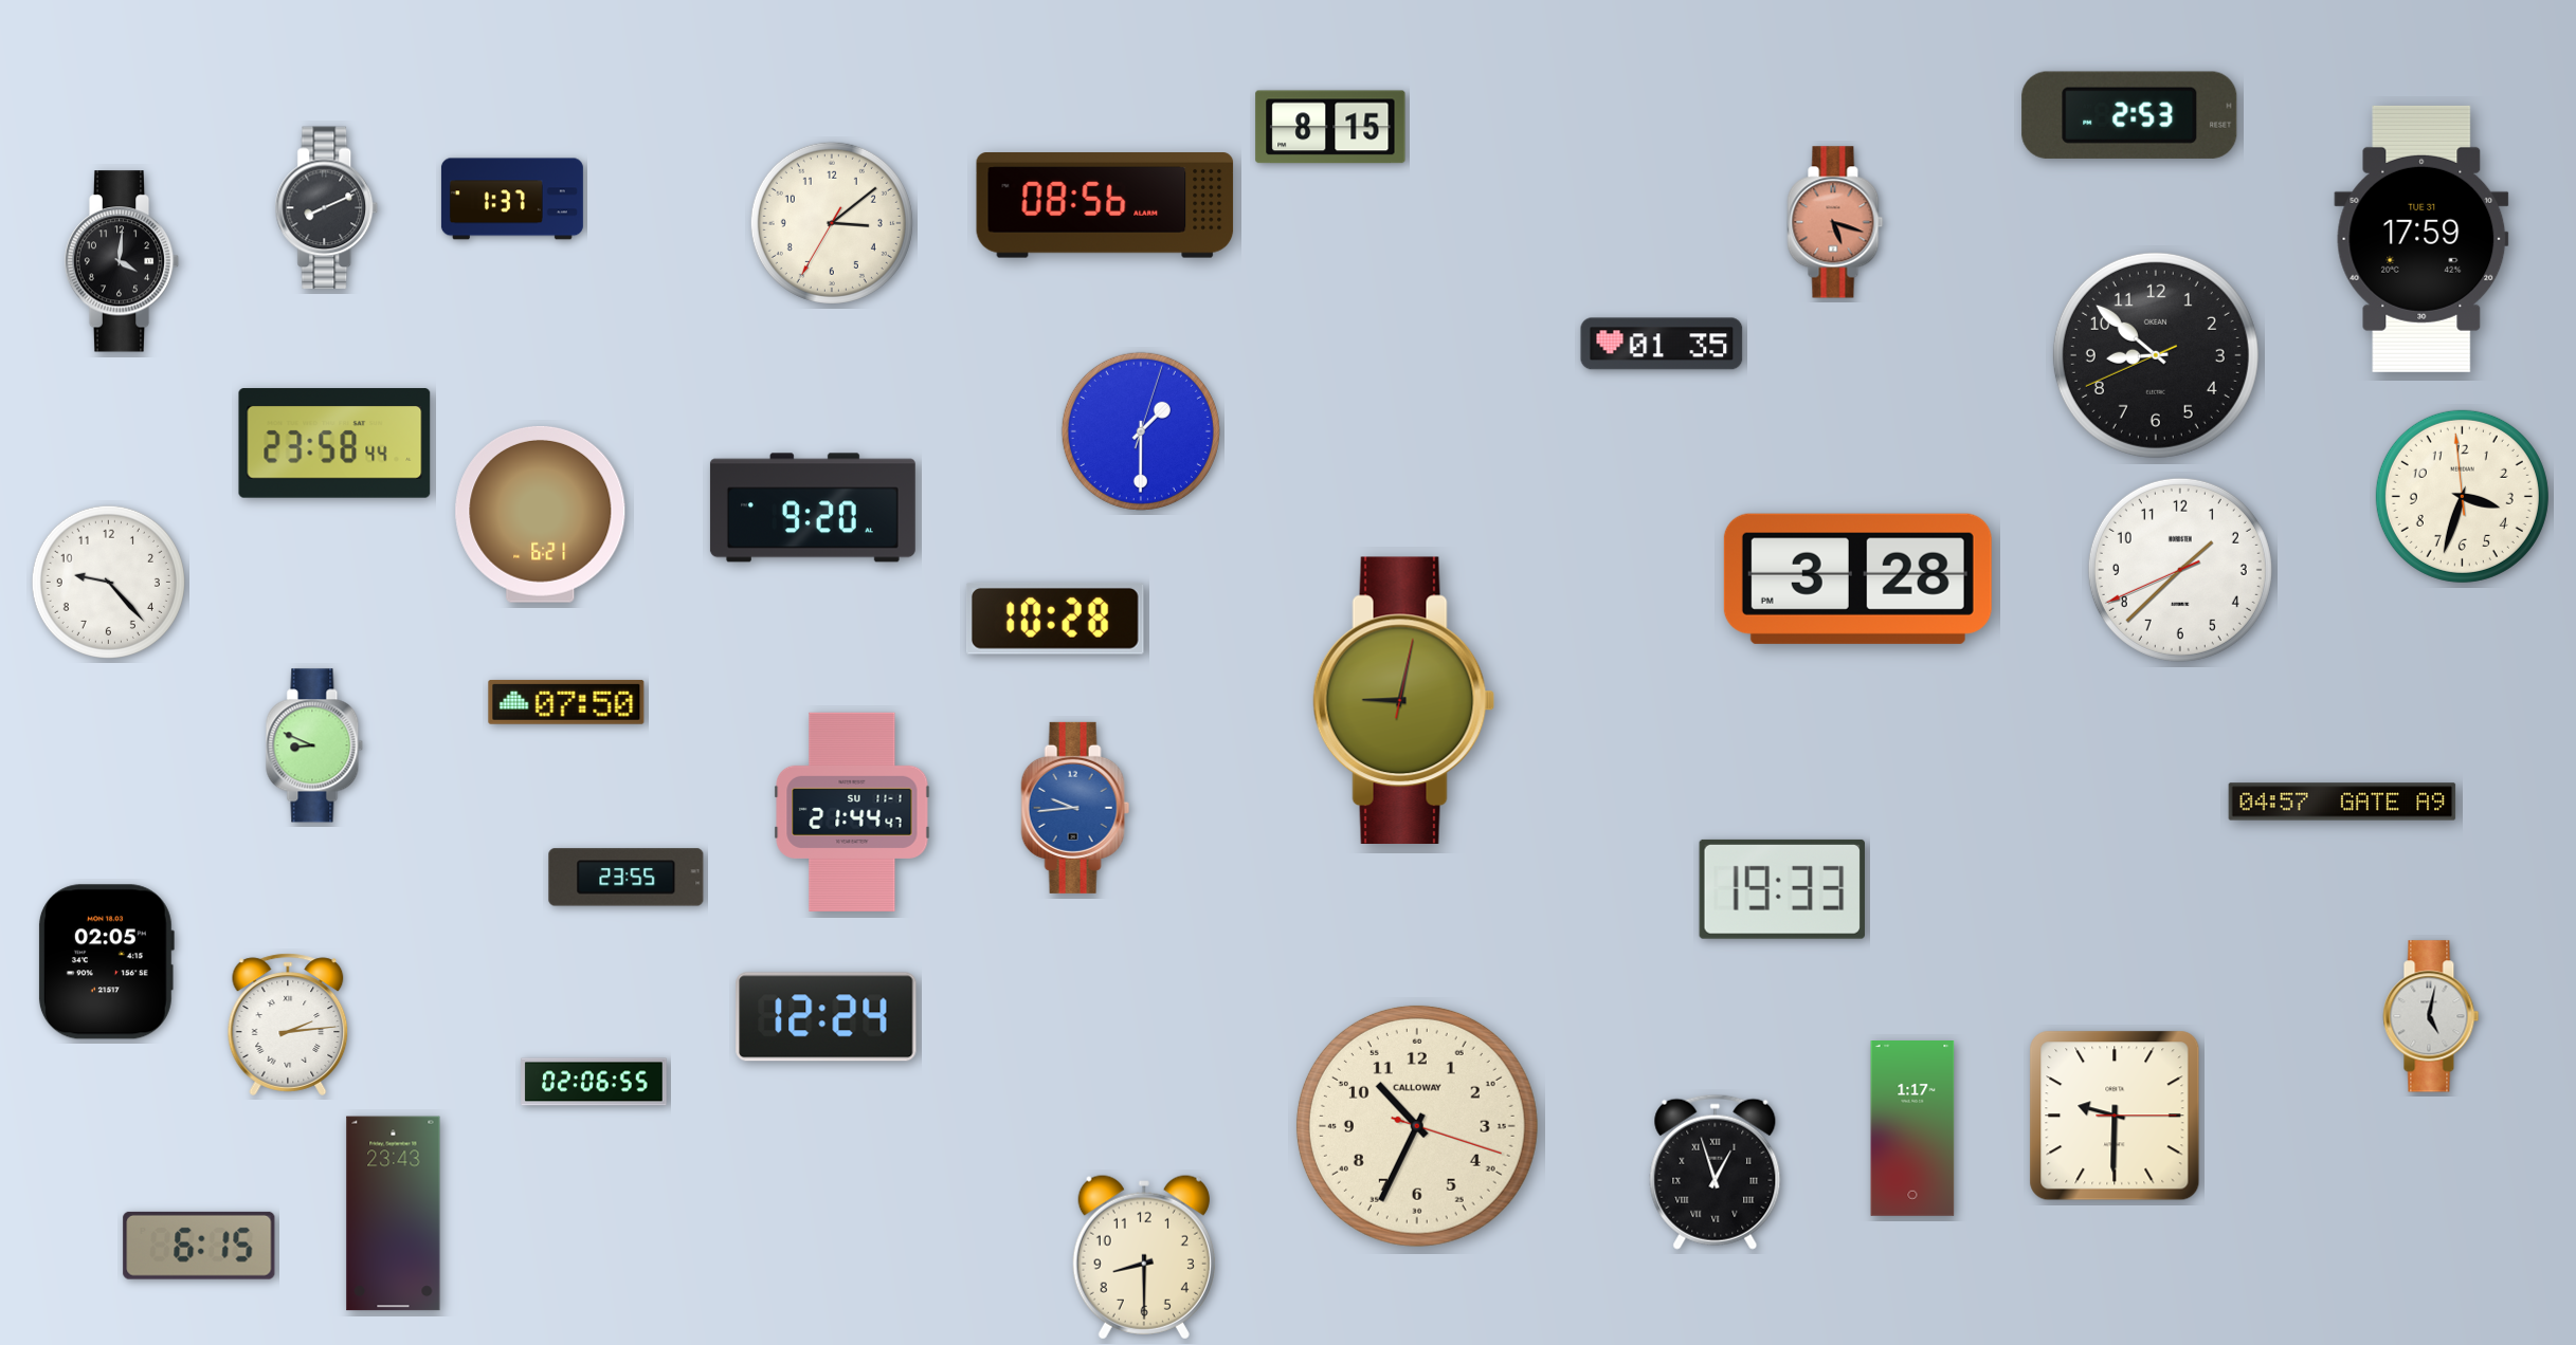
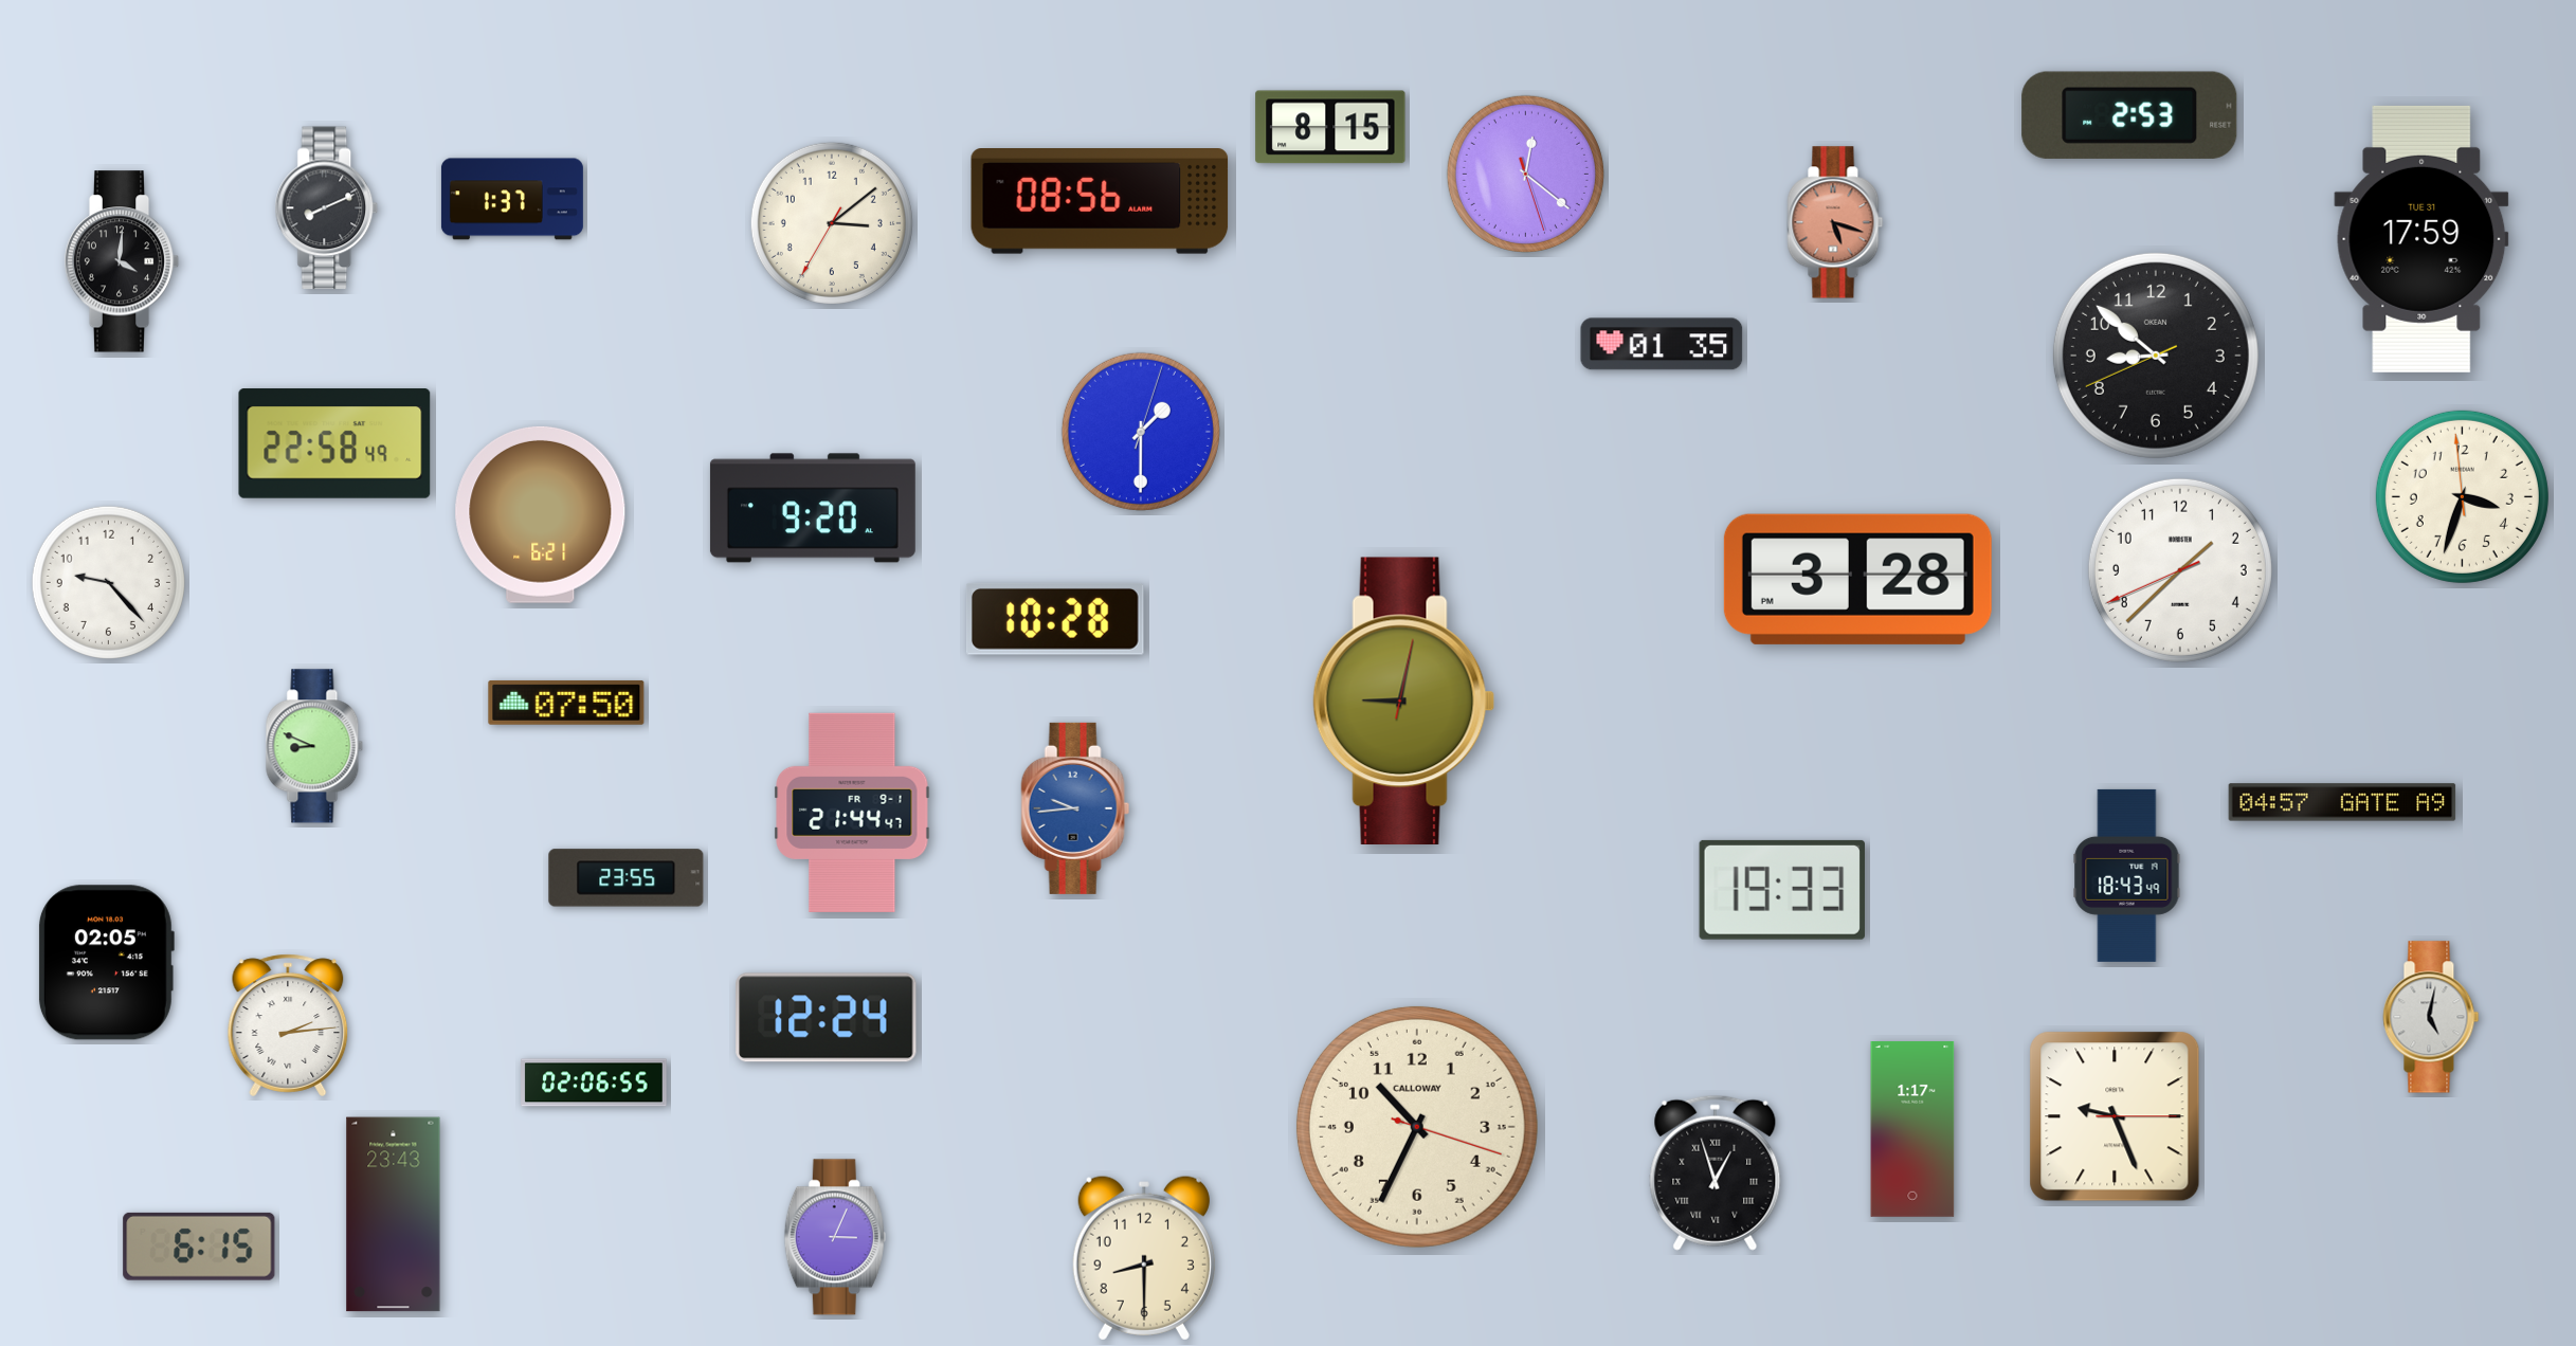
clock at (1525, 174): none -> 12:21
clock at (1105, 206) position: (1105, 206) -> (1100, 202)
clock at (334, 443): 23:58 -> 22:58
clock at (852, 812) date: SU 11-1 -> FR 9-1
clock at (2127, 875): none -> 18:43
clock at (2115, 1116): 9:30 -> 9:26
clock at (835, 1237): none -> 3:04
